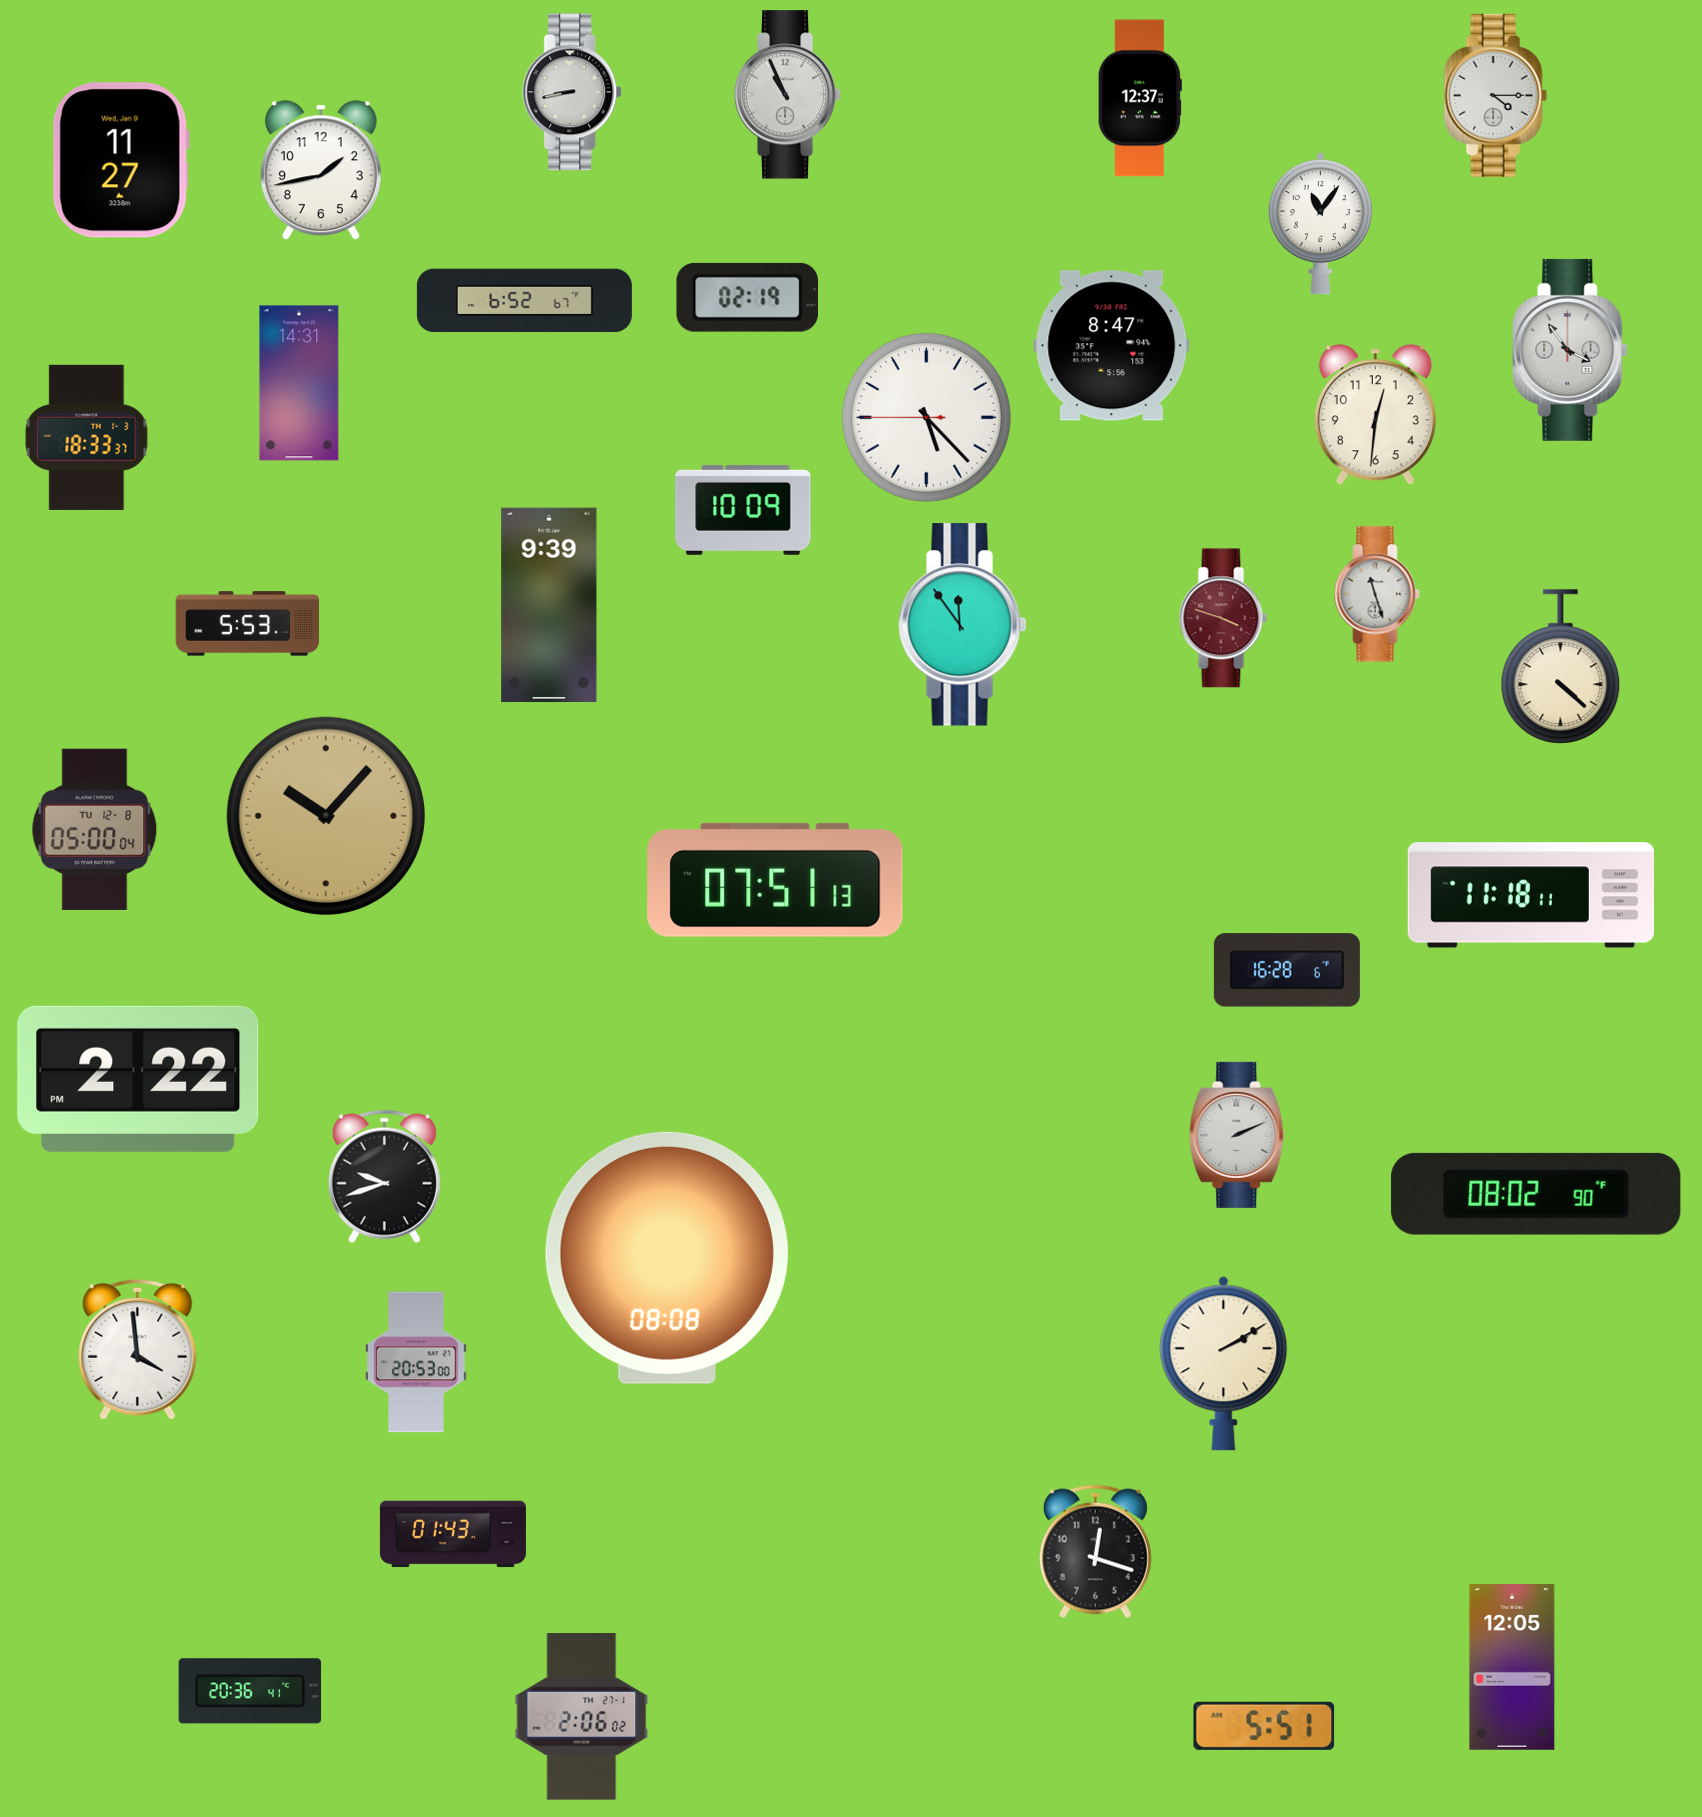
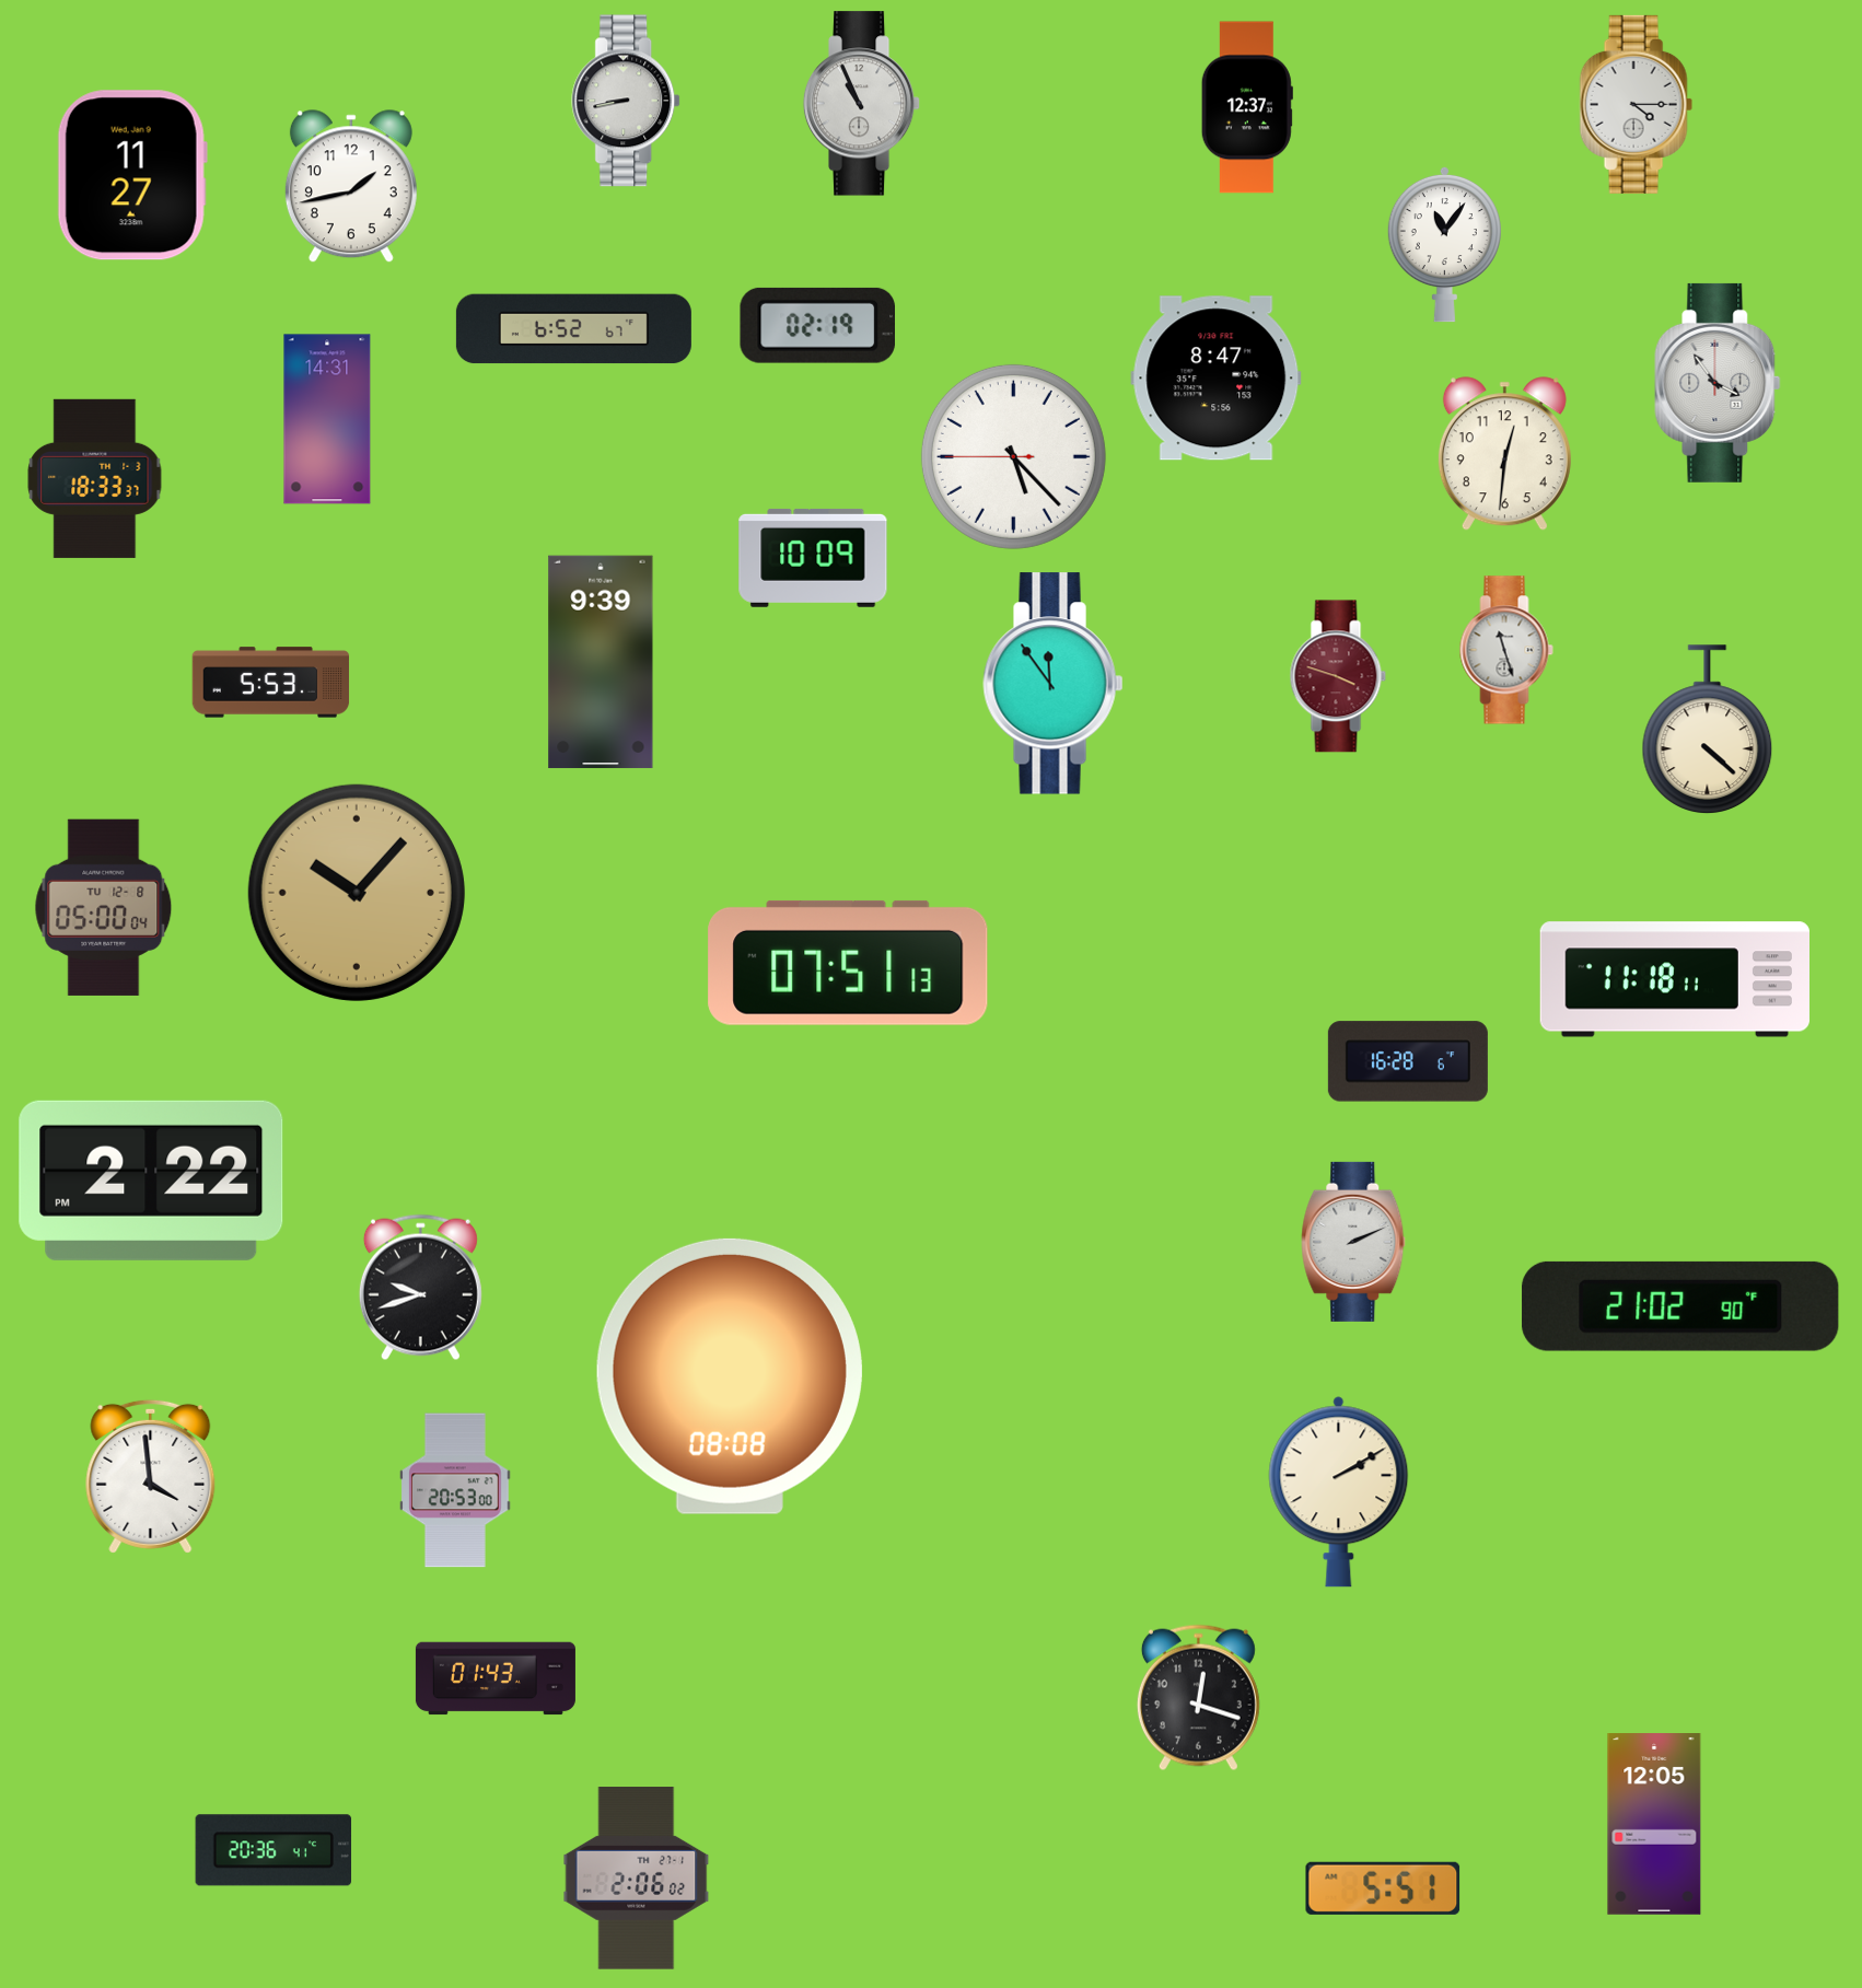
clock at (1536, 1194): 08:02 -> 21:02
